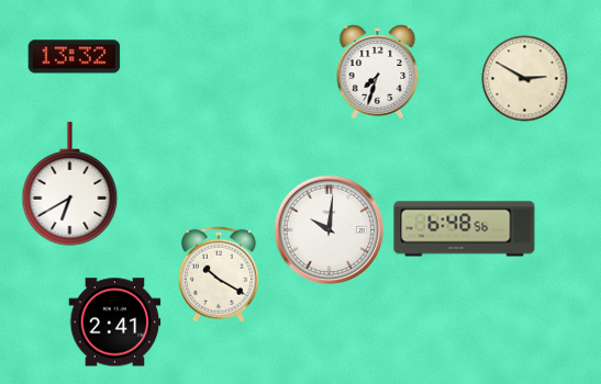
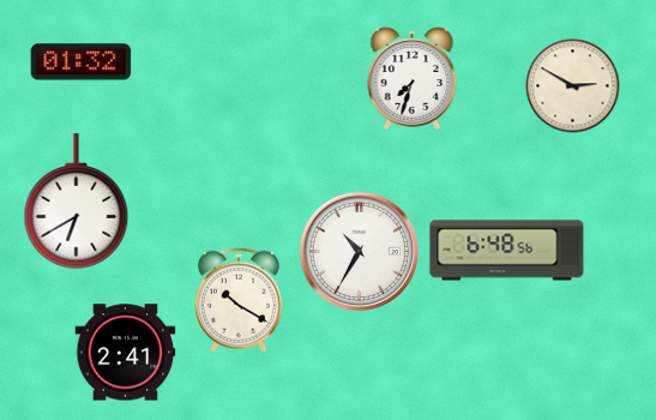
clock at (74, 57): 13:32 -> 01:32
clock at (329, 229): 10:01 -> 10:35
